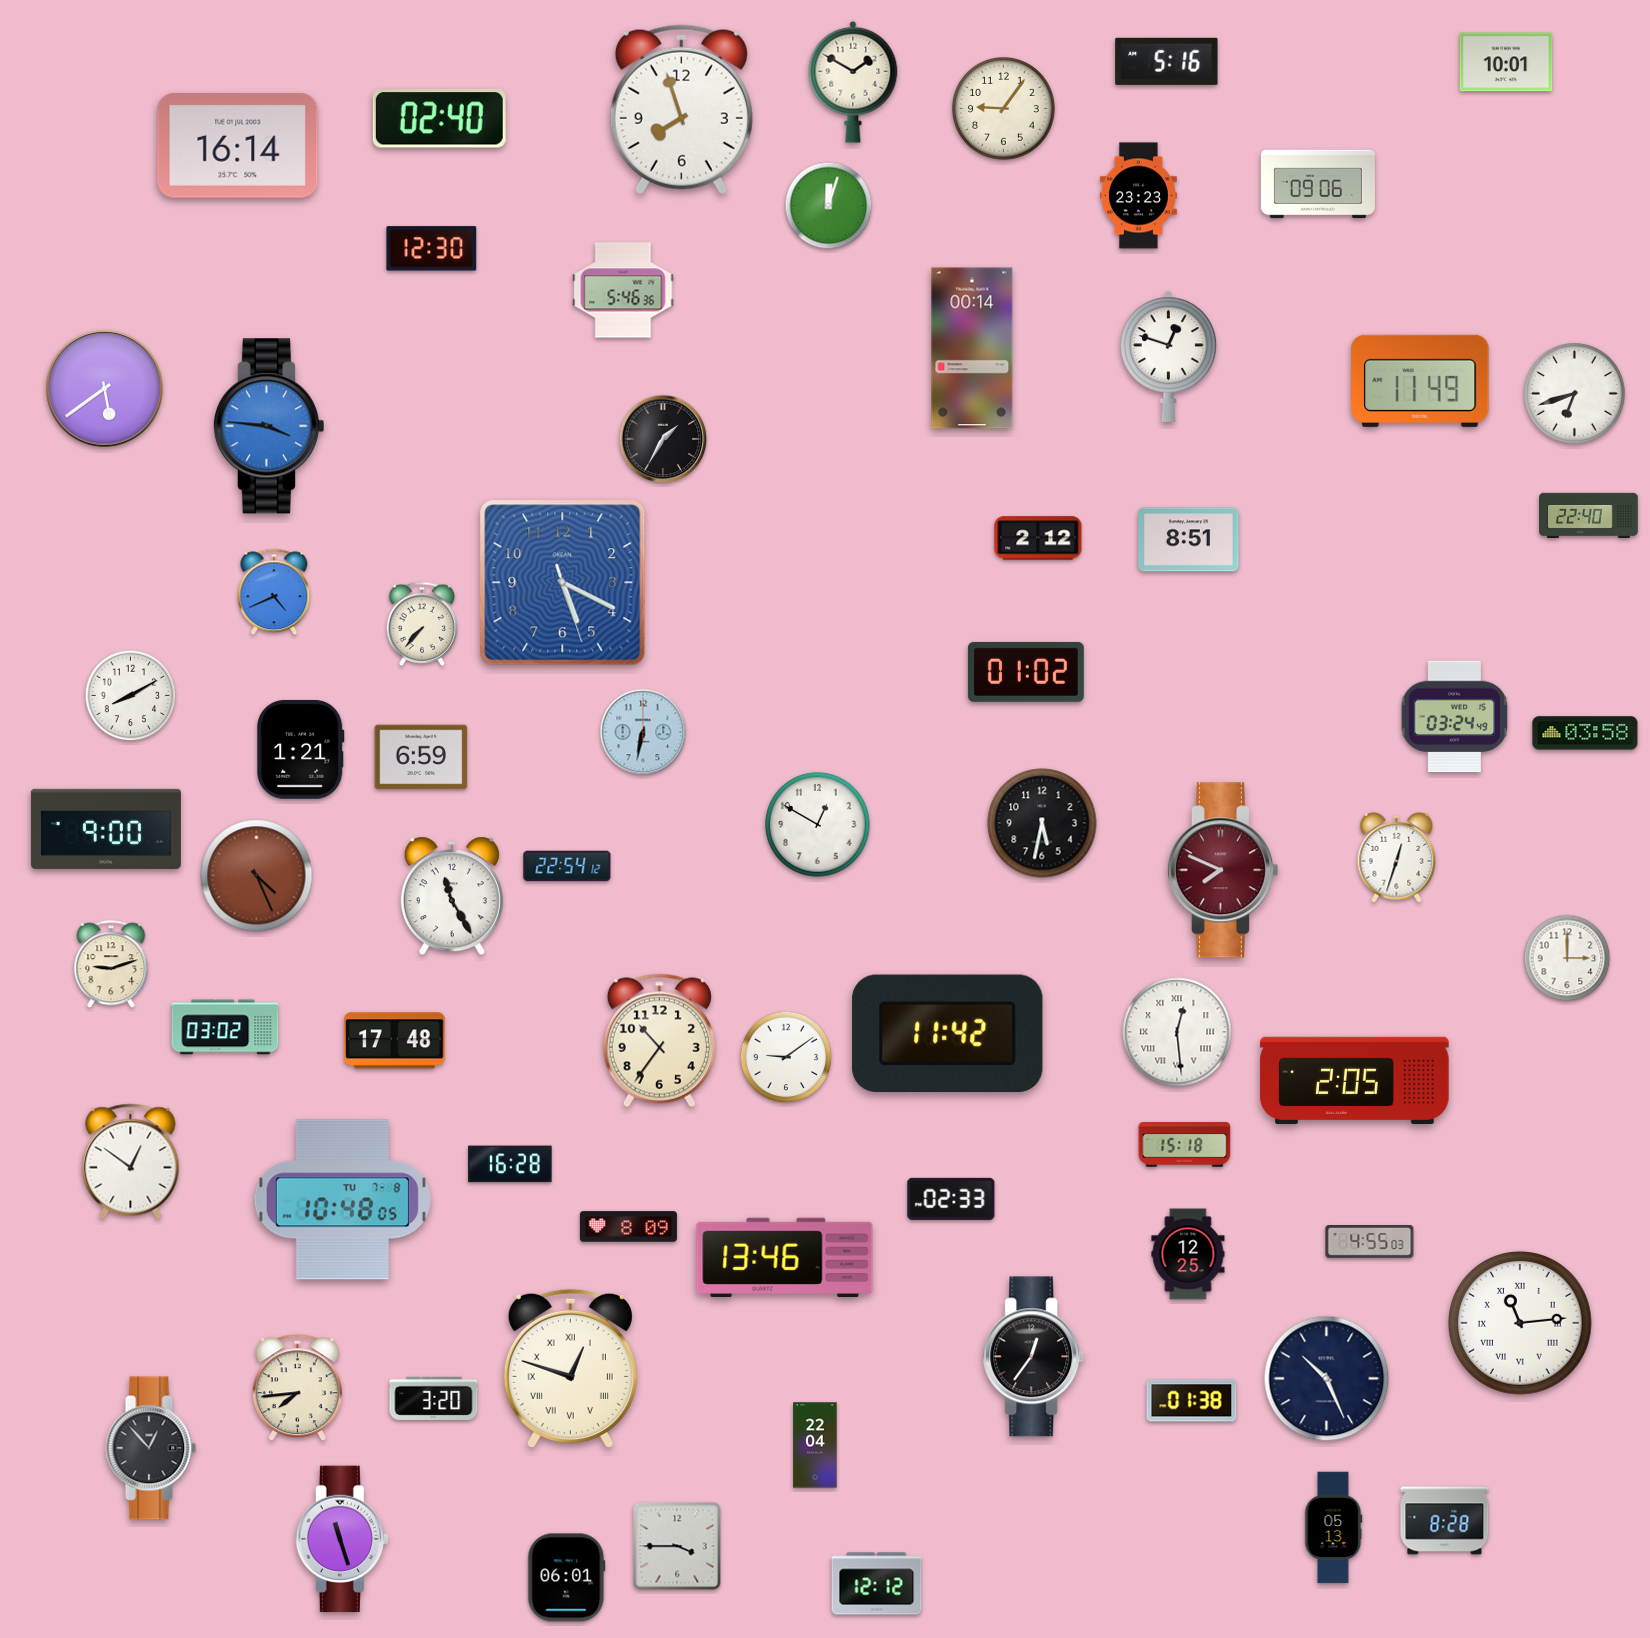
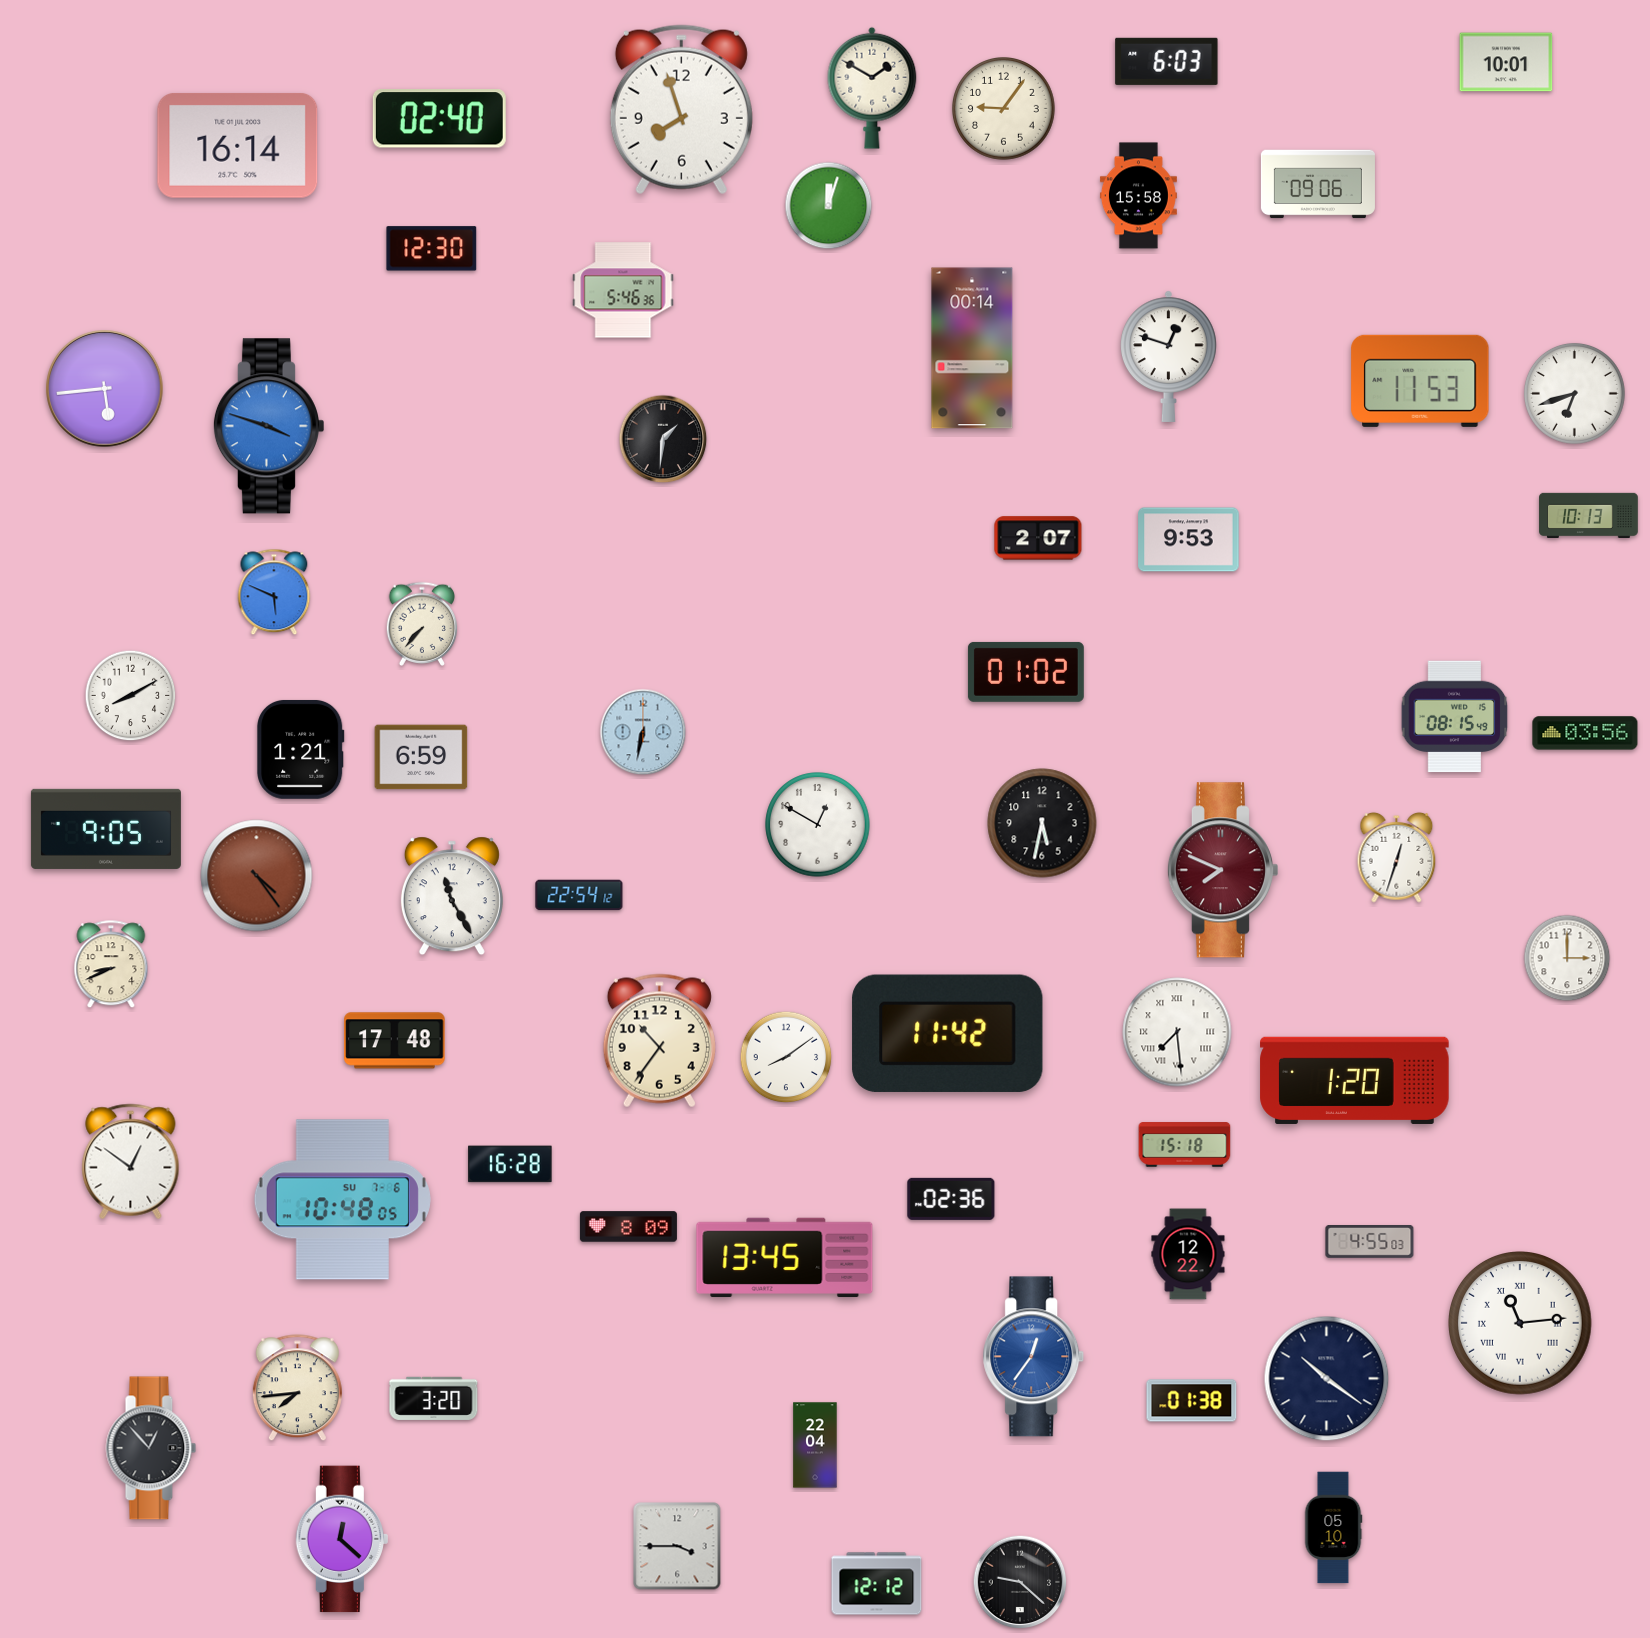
clock at (1167, 61): 5:16 -> 6:03
clock at (853, 82) position: (853, 82) -> (872, 88)
clock at (1138, 196): 23:23 -> 15:58
clock at (1420, 381): 11:49 -> 11:53
clock at (105, 389): 5:39 -> 5:44
clock at (268, 426): 3:46 -> 3:48
clock at (663, 439): 1:35 -> 1:31
clock at (1589, 515): 22:40 -> 10:13
clock at (1038, 538): 2:12 -> 2:07
clock at (1189, 540): 8:51 -> 9:53
clock at (563, 583): 5:19 -> none
clock at (274, 592): 4:41 -> 5:49
clock at (1455, 717): 03:24 -> 08:15
clock at (1585, 733): 03:58 -> 03:56
clock at (106, 829): 9:00 -> 9:05
clock at (567, 866) position: (567, 866) -> (579, 895)
clock at (257, 876): 4:26 -> 4:24
clock at (111, 965): 9:12 -> 8:41
clock at (225, 1027): 03:02 -> none
clock at (1177, 1032): 12:29 -> 7:29
clock at (786, 1057): 9:09 -> 8:09
clock at (1355, 1080): 2:05 -> 1:20
clock at (951, 1199): 02:33 -> 02:36
clock at (342, 1200) date: TU 7-8 -> SU 7-6
clock at (1188, 1254): 12:25 -> 12:22
clock at (785, 1258): 13:46 -> 13:45
clock at (1034, 1357) dial: black -> blue
clock at (570, 1368): 12:48 -> none
clock at (1327, 1379): 10:26 -> 10:21
clock at (1445, 1521): 8:28 -> none
clock at (1333, 1528): 05:13 -> 05:10
clock at (342, 1539): 11:27 -> 12:22
clock at (567, 1578): 06:01 -> none
clock at (1020, 1582): none -> 9:22
